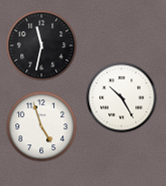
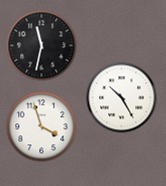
clock at (42, 127): 4:57 -> 3:57
